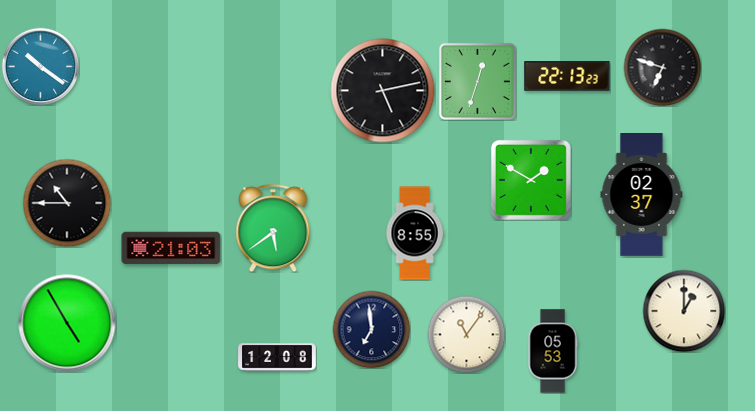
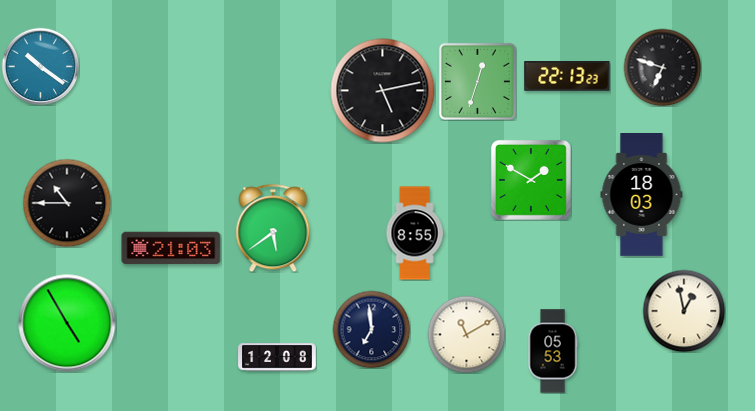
clock at (642, 195): 02:37 -> 18:03
clock at (684, 311): 1:00 -> 12:58
clock at (466, 334): 11:06 -> 11:10
